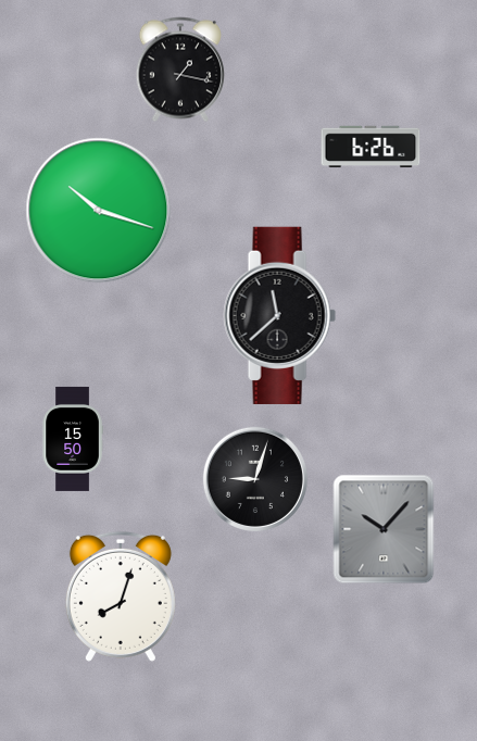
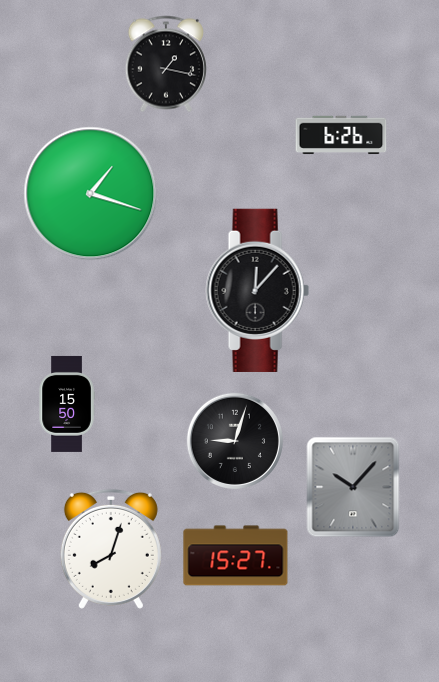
clock at (99, 211): 10:18 -> 1:18
clock at (279, 315): 11:38 -> 12:07
clock at (236, 556): none -> 15:27
